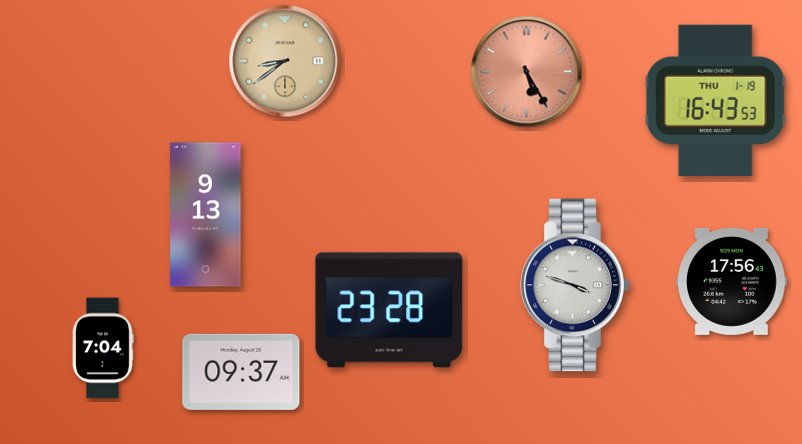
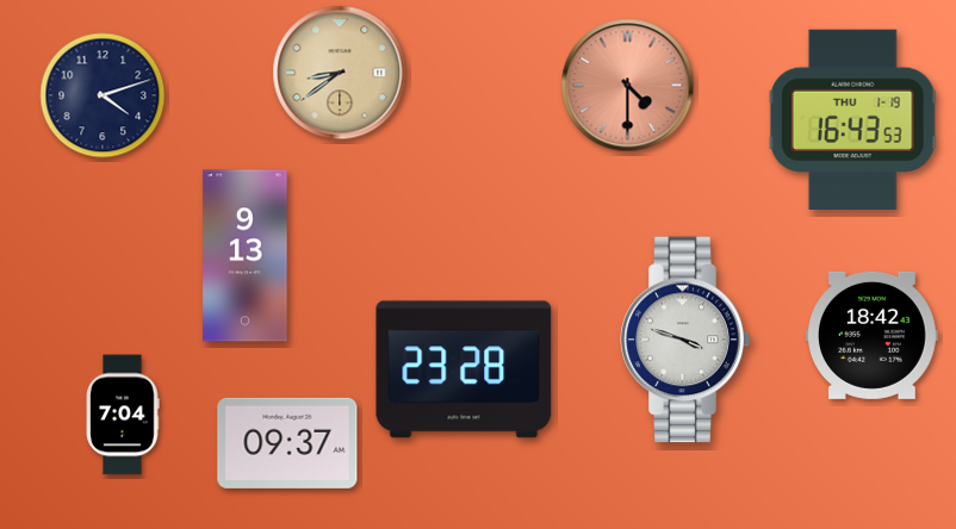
clock at (527, 72): 5:25 -> 4:30
clock at (103, 95): none -> 4:12
clock at (732, 281): 17:56 -> 18:42
